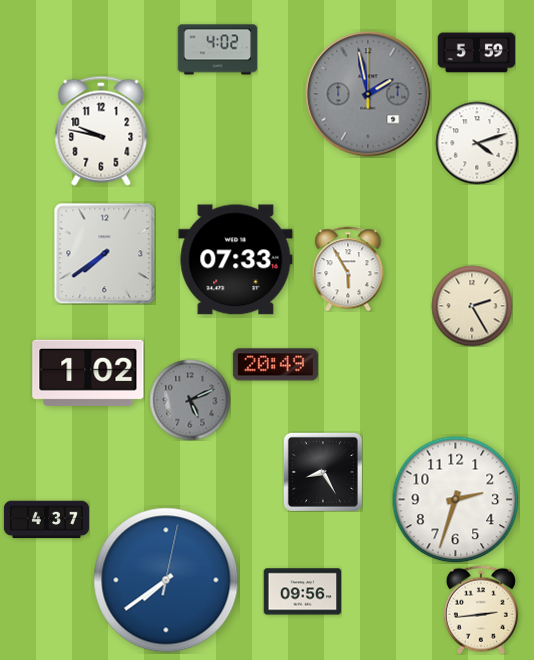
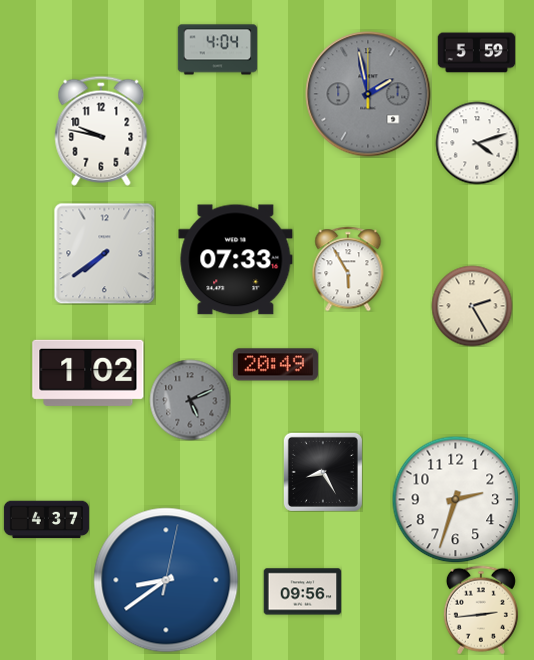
clock at (217, 50): 4:02 -> 4:04
clock at (166, 580): 7:39 -> 8:39
